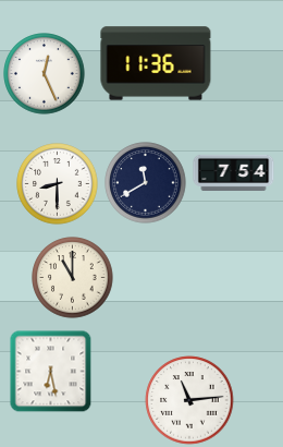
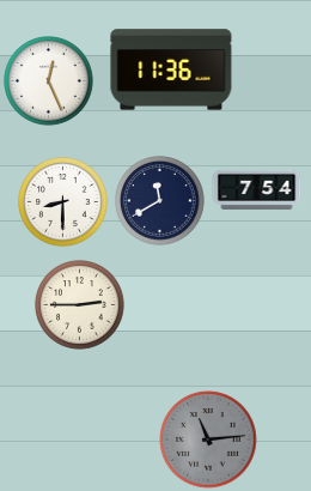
clock at (73, 278): 11:00 -> 2:45
clock at (51, 372): 6:28 -> none
clock at (189, 400) dial: white -> grey
